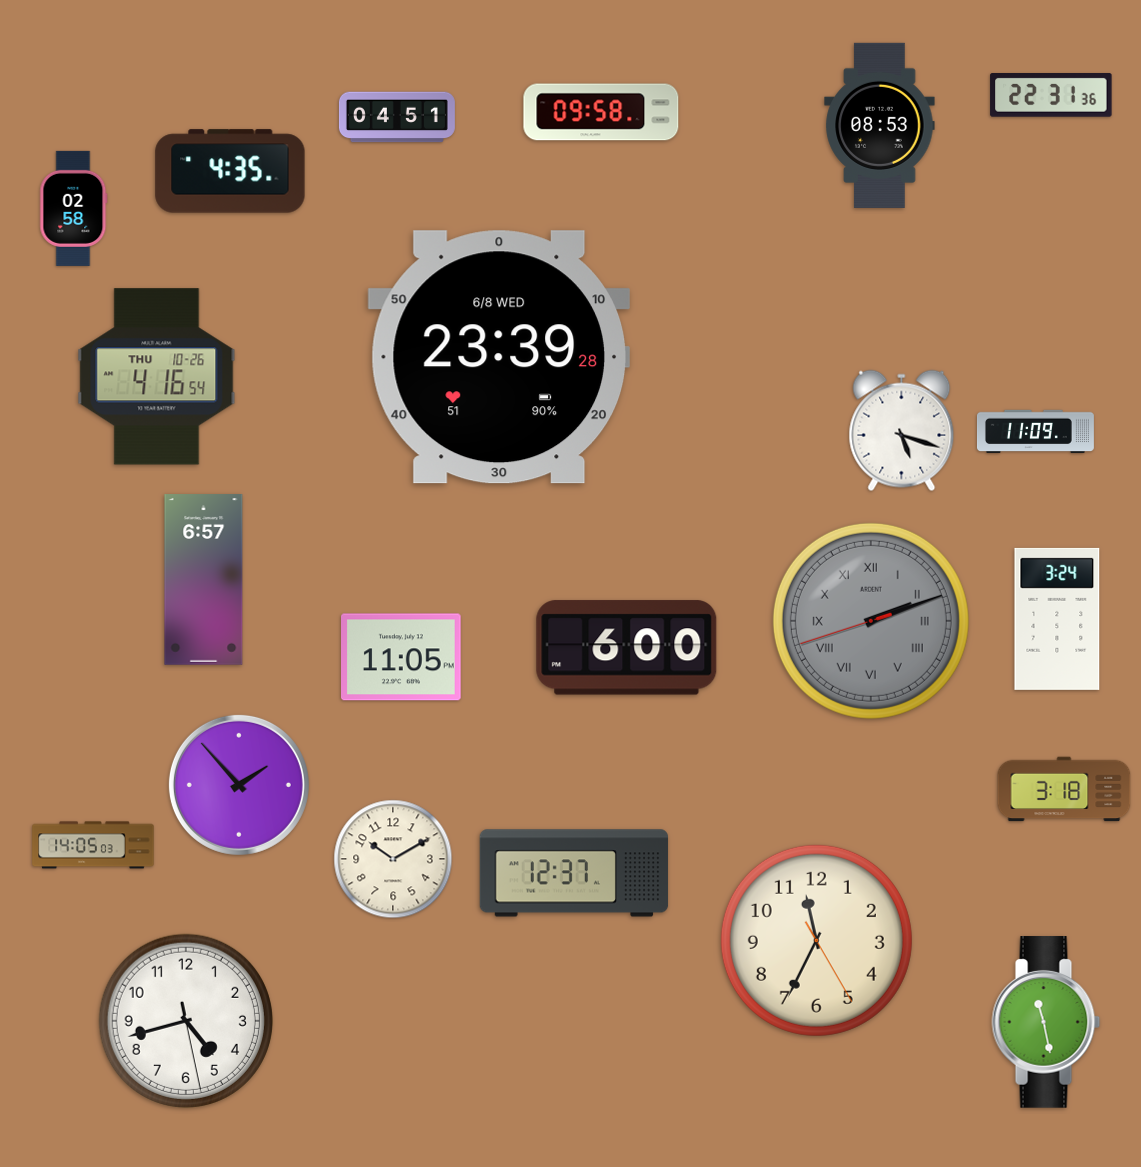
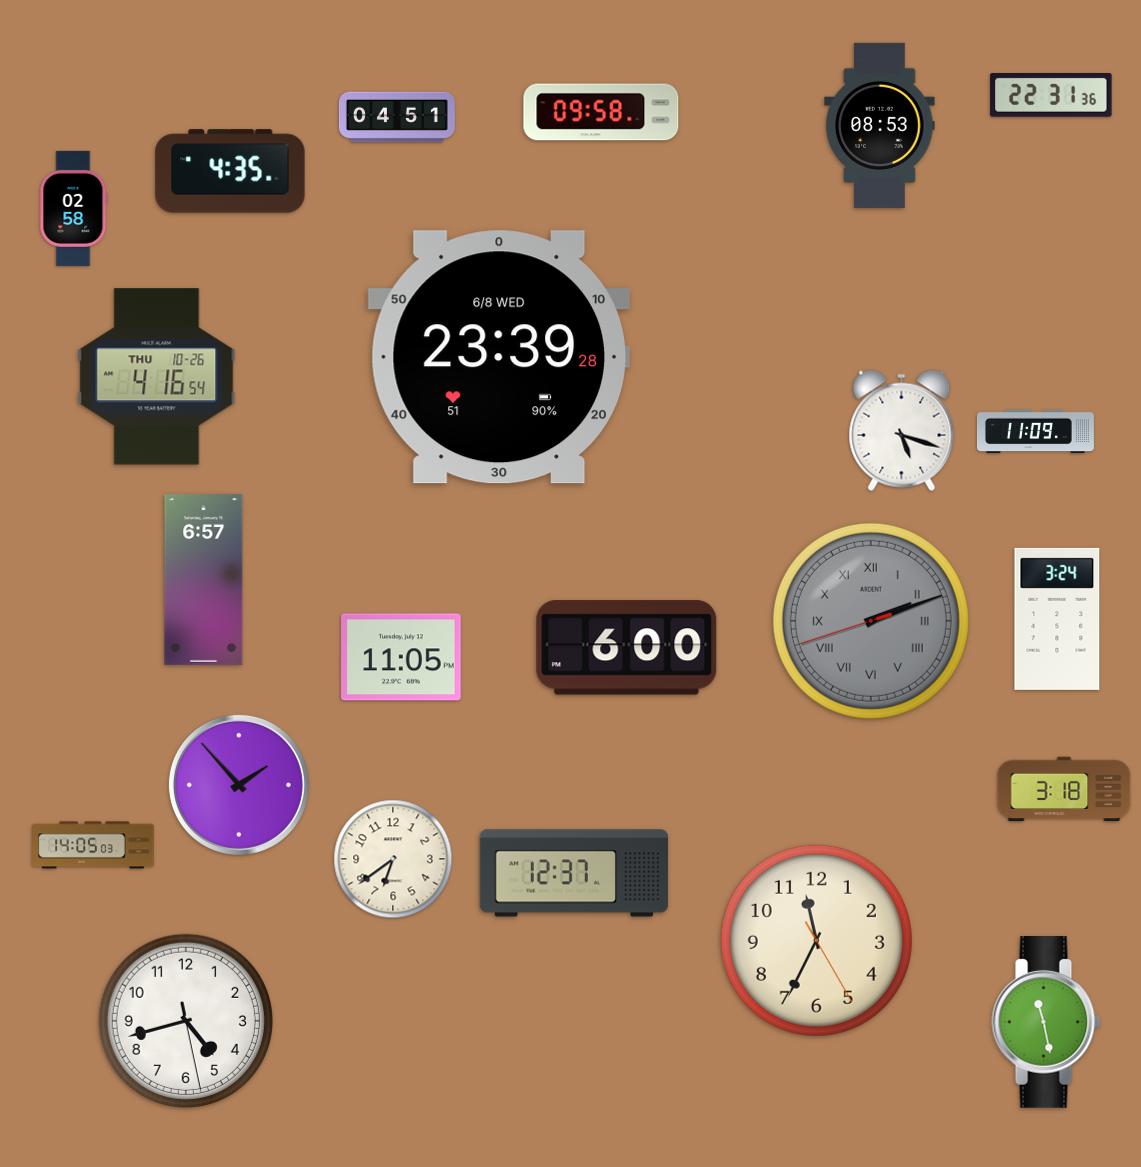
clock at (393, 859): 10:10 -> 6:39
